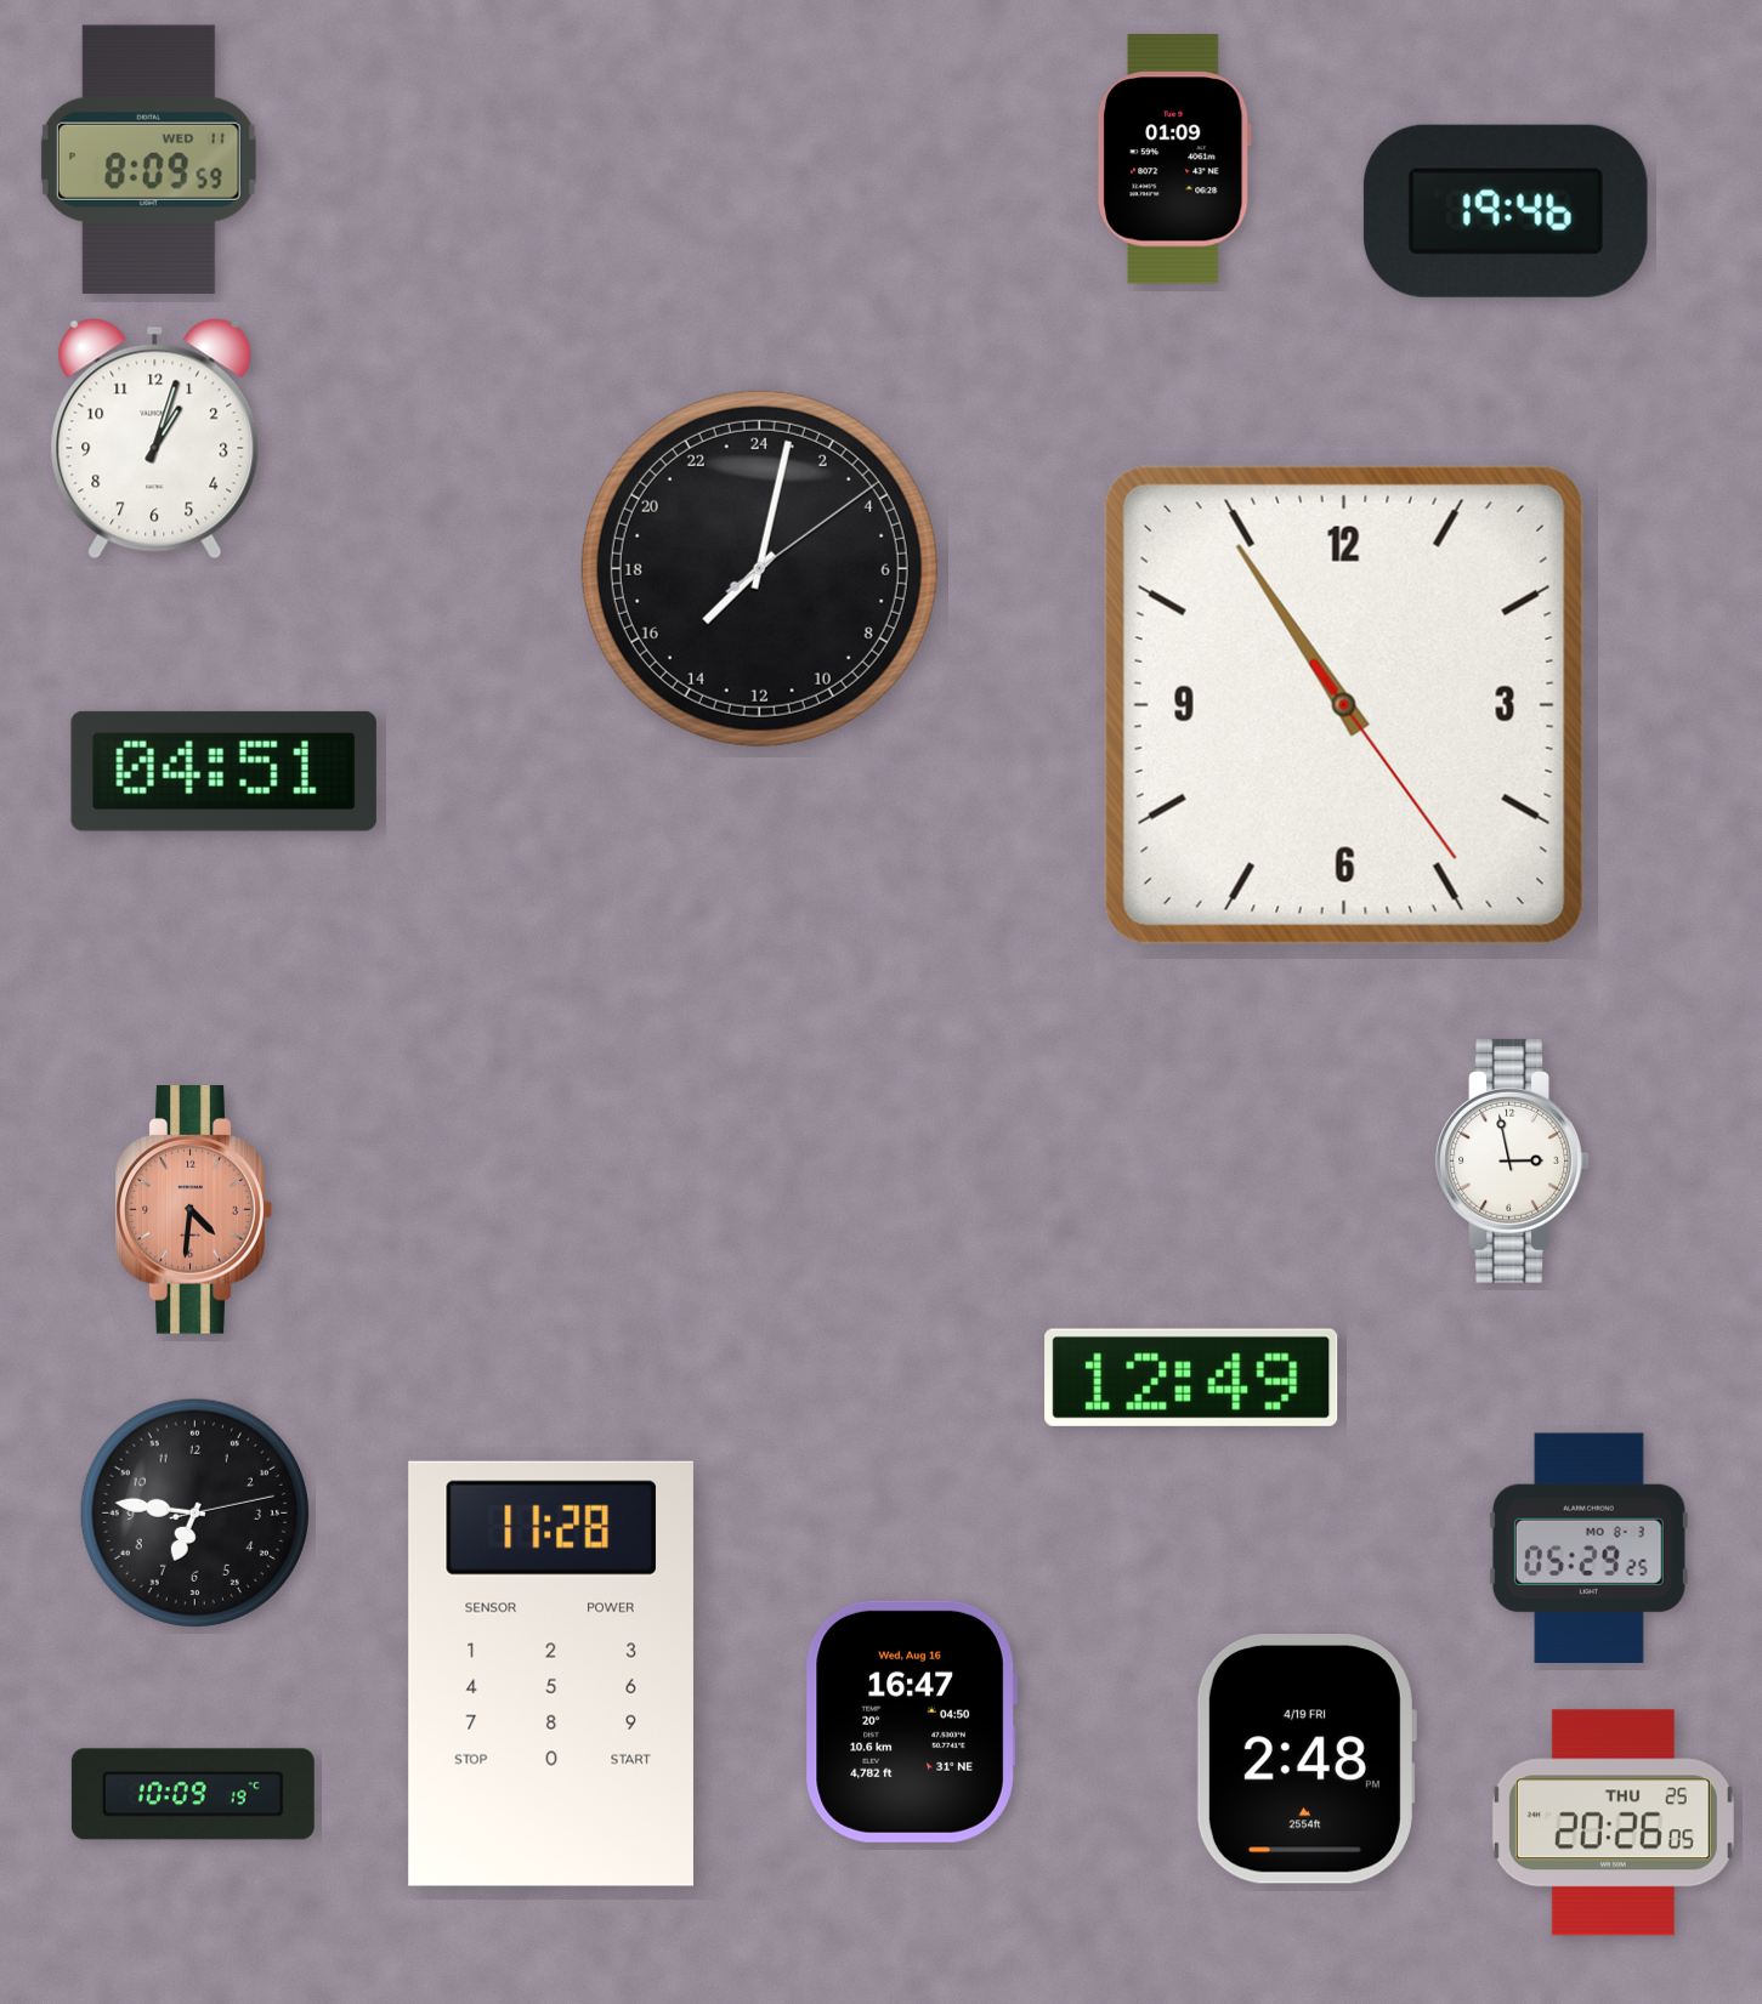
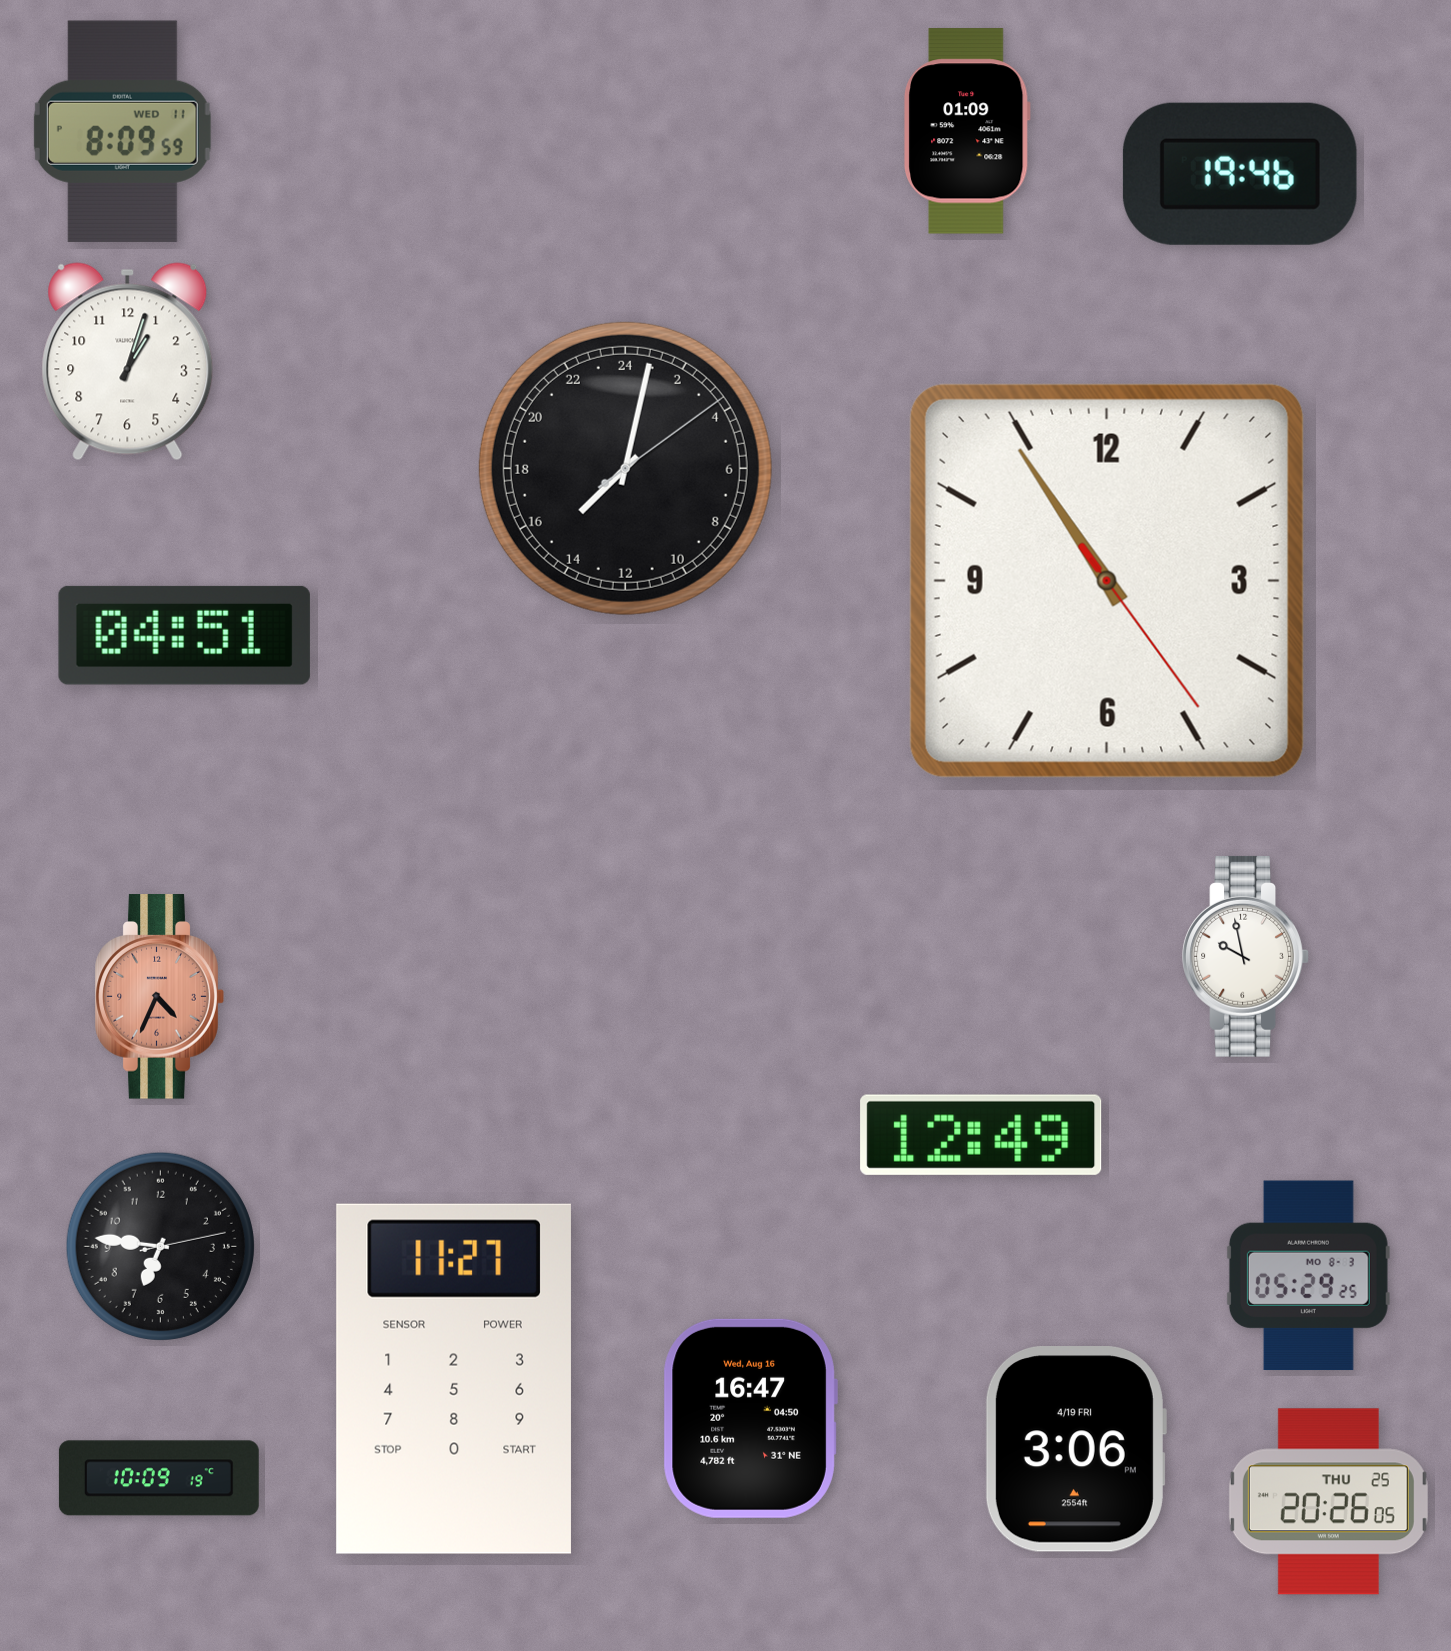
clock at (1513, 1160): 2:58 -> 9:58
clock at (193, 1210): 4:31 -> 4:34
clock at (551, 1674): 11:28 -> 11:27
clock at (1305, 1760): 2:48 -> 3:06
